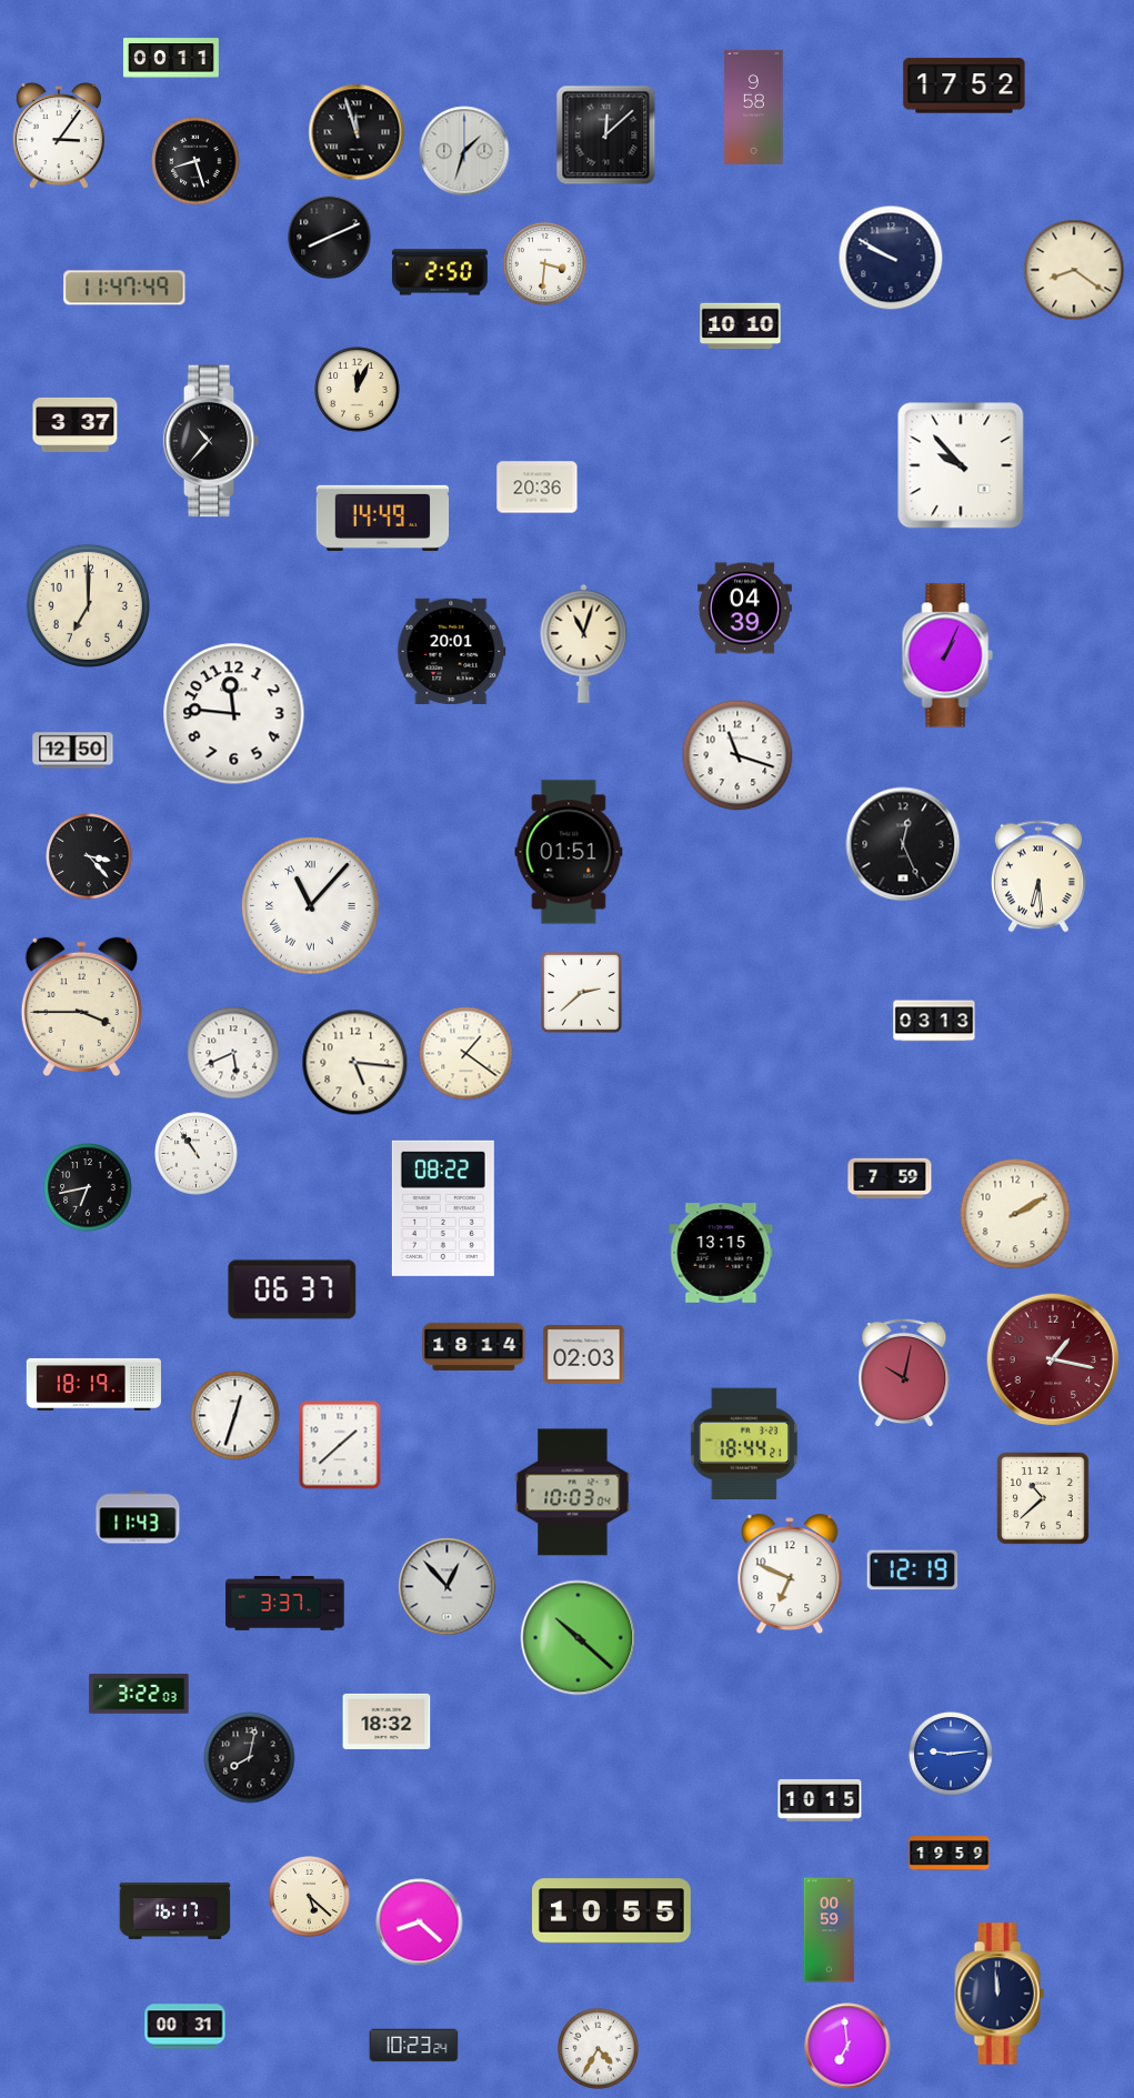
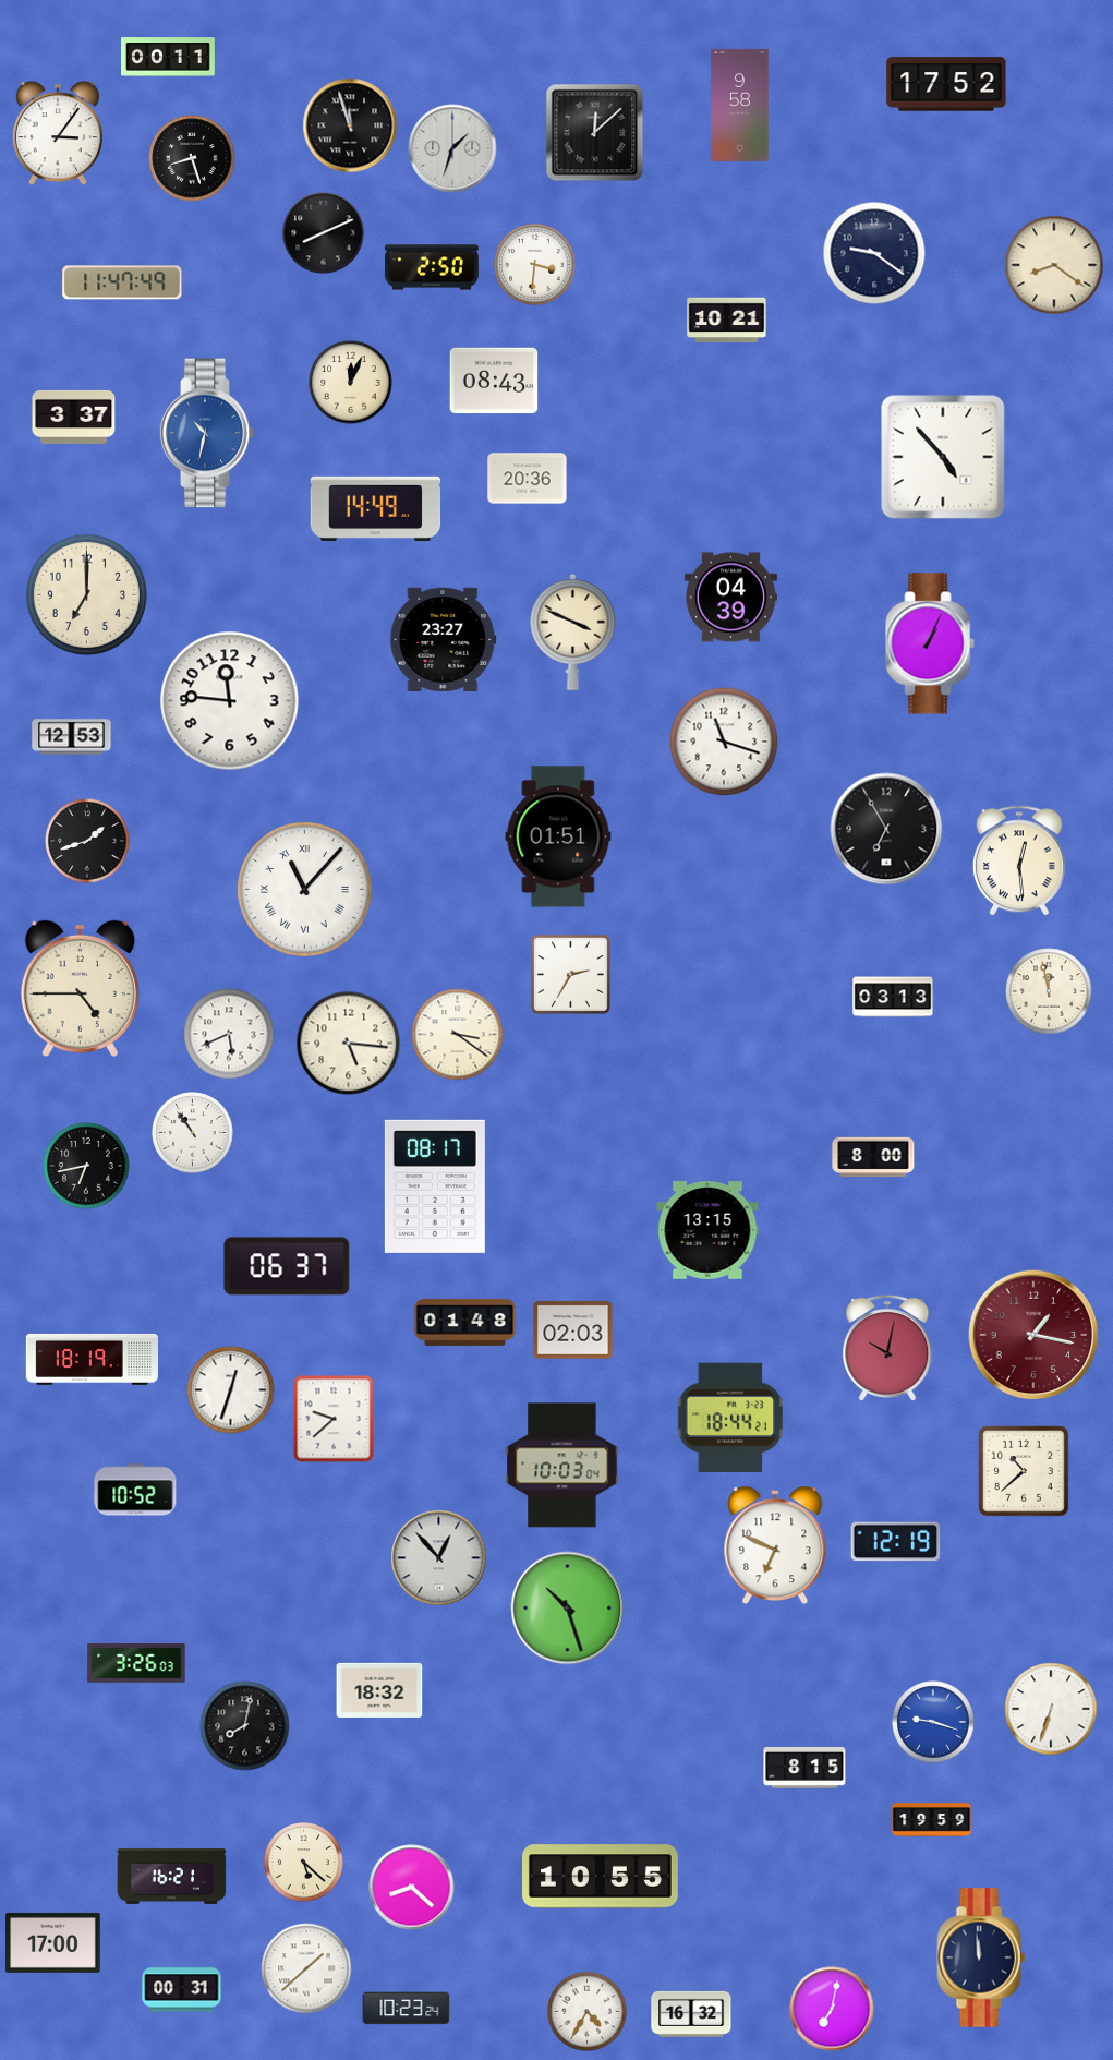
clock at (357, 132) position: (357, 132) -> (350, 125)
clock at (464, 151) position: (464, 151) -> (452, 148)
clock at (891, 258): 9:50 -> 9:21
clock at (545, 264) position: (545, 264) -> (535, 265)
clock at (741, 327): 10:10 -> 10:21
clock at (494, 381): none -> 08:43
clock at (211, 441): 10:37 -> 10:32
clock at (211, 441) dial: black -> blue
clock at (961, 465): 9:53 -> 4:53
clock at (584, 643): 11:03 -> 3:49
clock at (452, 652): 20:01 -> 23:27
clock at (73, 751): 12:50 -> 12:53
clock at (903, 844): 12:26 -> 6:55
clock at (89, 856): 3:23 -> 1:42
clock at (1038, 876): 6:29 -> 12:29
clock at (581, 992): 2:38 -> 2:35
clock at (81, 1007): 3:45 -> 4:45
clock at (1049, 991): none -> 11:58
clock at (934, 1021) position: (934, 1021) -> (893, 997)
clock at (466, 1054): 1:21 -> 3:21
clock at (890, 1178): 7:59 -> 8:00
clock at (443, 1208): 08:22 -> 08:17
clock at (1015, 1214): 2:10 -> none
clock at (474, 1346): 18:14 -> 01:48
clock at (340, 1445): 1:38 -> 9:38
clock at (138, 1517): 11:43 -> 10:52
clock at (285, 1604): 3:37 -> none
clock at (579, 1638): 10:22 -> 10:27
clock at (139, 1694): 3:22 -> 3:26
clock at (1051, 1709): none -> 6:33
clock at (951, 1754): 9:14 -> 9:18
clock at (820, 1800): 10:15 -> 8:15
clock at (175, 1910): 16:17 -> 16:21
clock at (830, 1930): 00:59 -> none
clock at (53, 1942): none -> 17:00
clock at (306, 1968): none -> 1:38
clock at (847, 2046): 6:59 -> 7:02
clock at (691, 2014): none -> 16:32
